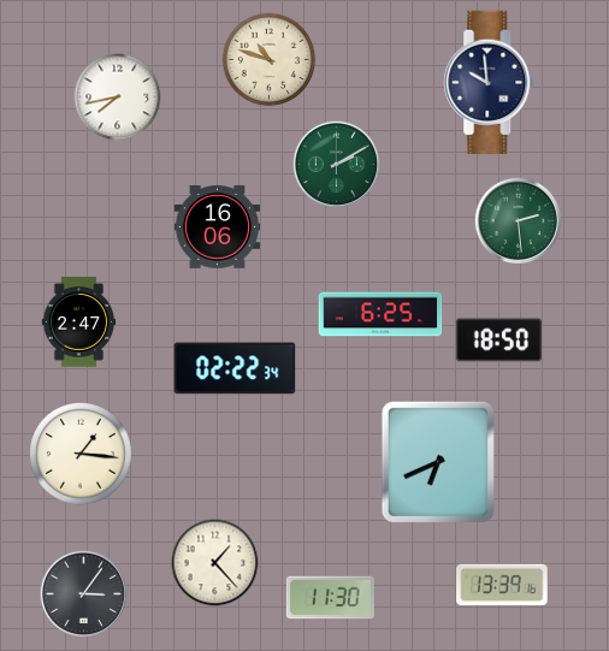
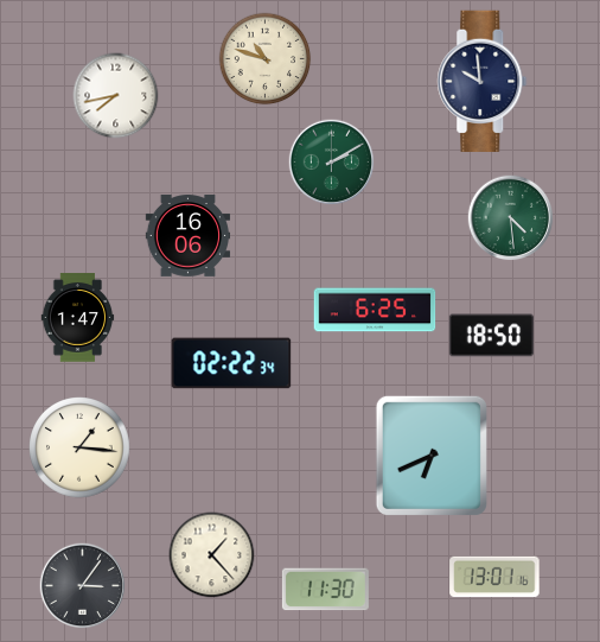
clock at (519, 221): 2:29 -> 4:29
clock at (218, 227) position: (218, 227) -> (189, 236)
clock at (79, 322): 2:47 -> 1:47
clock at (502, 585): 13:39 -> 13:01
